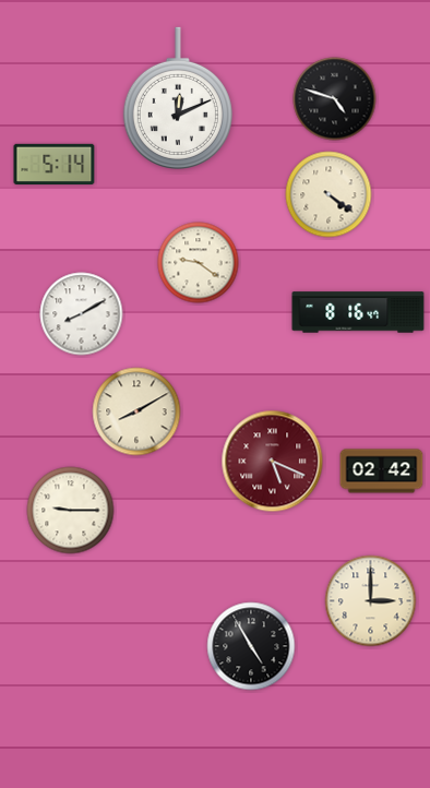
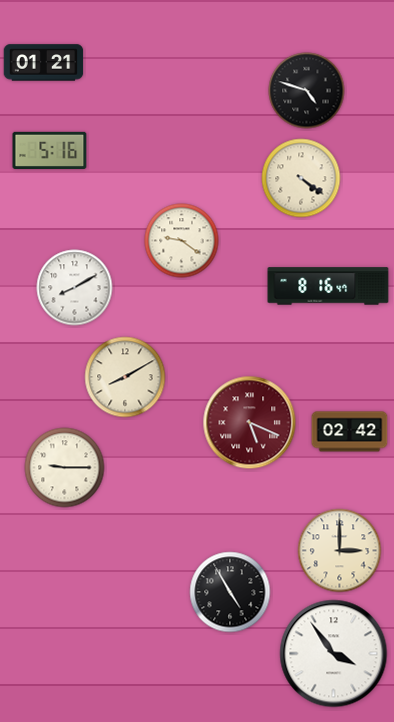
clock at (44, 63): none -> 01:21
clock at (178, 98): 12:11 -> none
clock at (55, 164): 5:14 -> 5:16
clock at (334, 654): none -> 3:54
